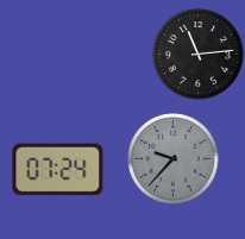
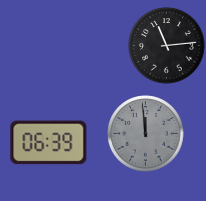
clock at (174, 159): 9:37 -> 11:59
clock at (58, 170): 07:24 -> 06:39
